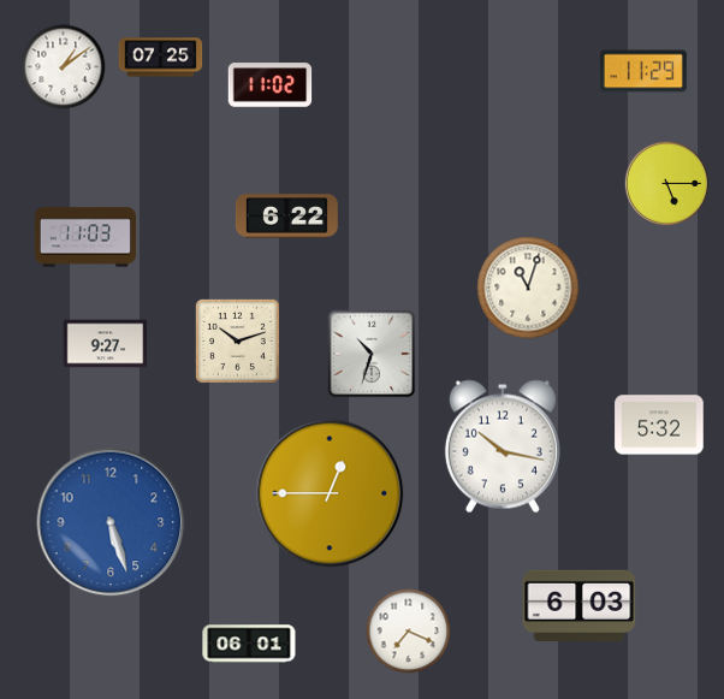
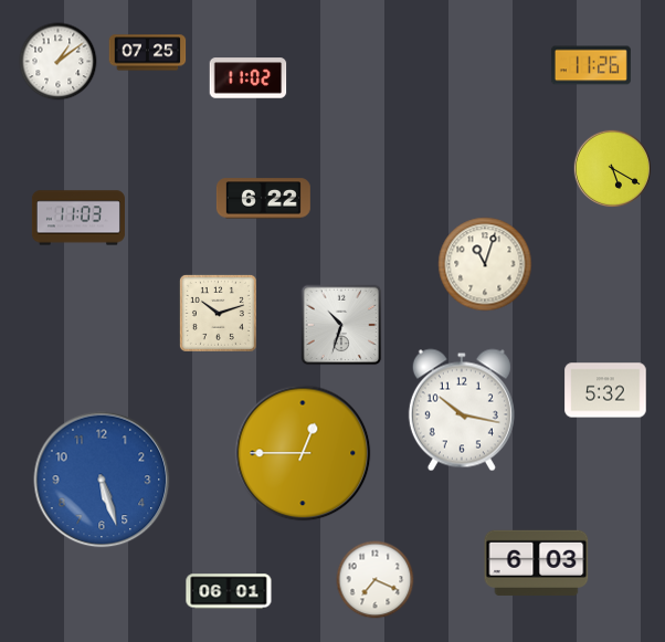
clock at (643, 71): 11:29 -> 11:26
clock at (667, 184): 5:15 -> 5:20
clock at (106, 344): 9:27 -> none
clock at (580, 605) position: (580, 605) -> (537, 562)
